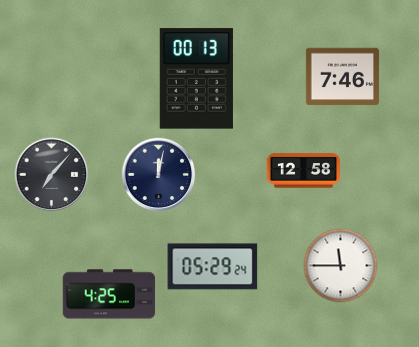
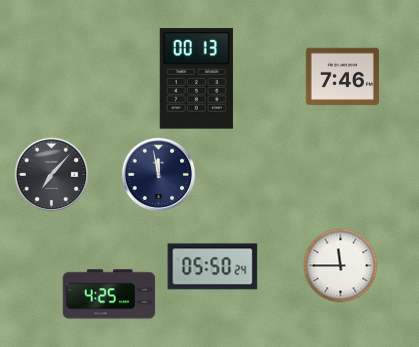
clock at (303, 171): 12:58 -> none
clock at (159, 175): 12:02 -> 11:58
clock at (213, 267): 05:29 -> 05:50
